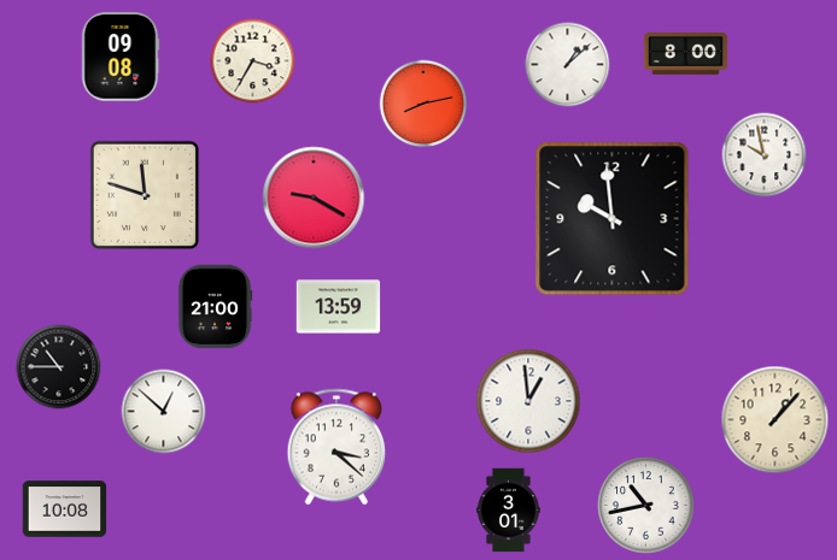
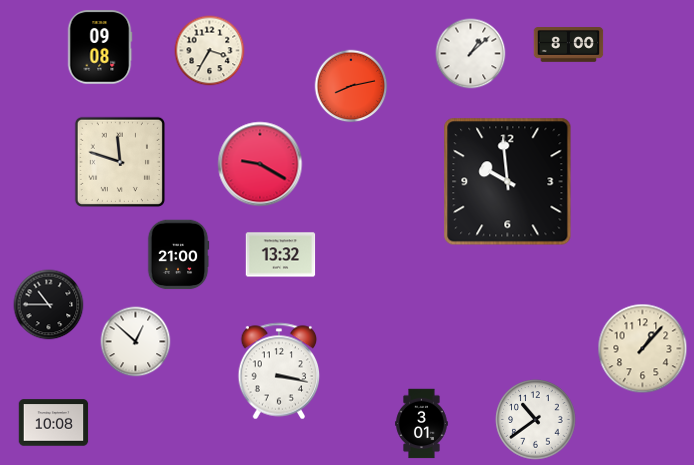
clock at (765, 155): 9:58 -> none
clock at (339, 307): 13:59 -> 13:32
clock at (528, 401): 12:59 -> none
clock at (336, 447): 3:22 -> 3:17
clock at (646, 506): 10:43 -> 10:39
